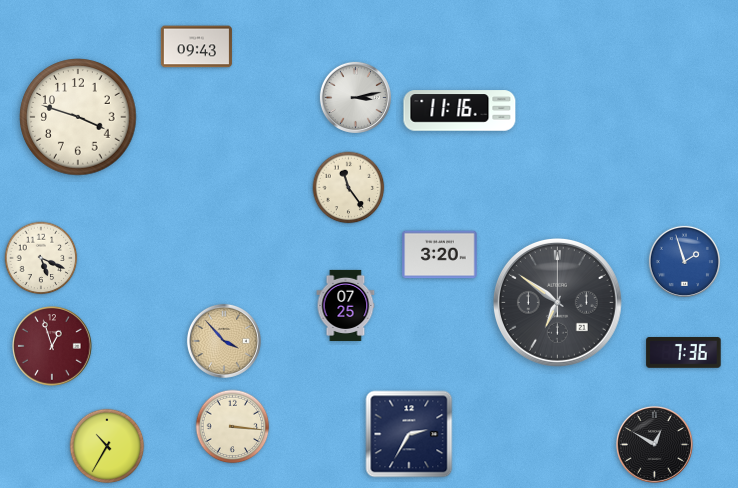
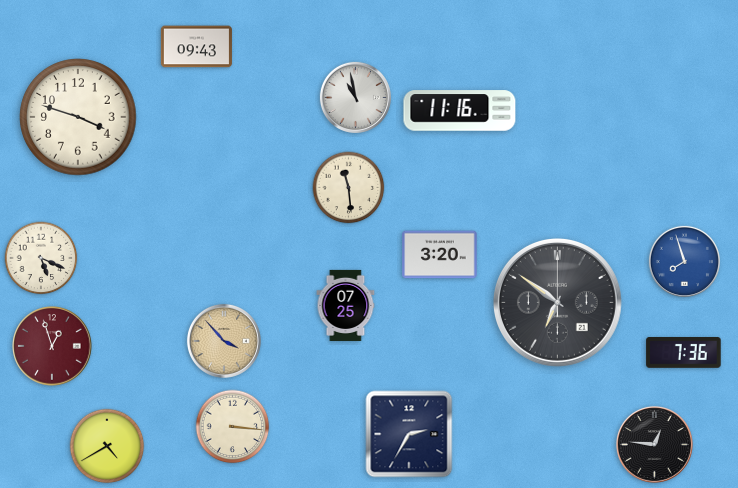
clock at (355, 97): 3:13 -> 10:58
clock at (349, 188): 11:24 -> 11:29
clock at (684, 261): 1:57 -> 7:57
clock at (654, 444): 12:50 -> 12:46
clock at (107, 446): 10:35 -> 4:40
